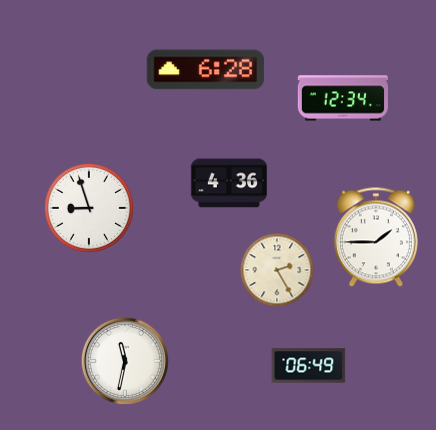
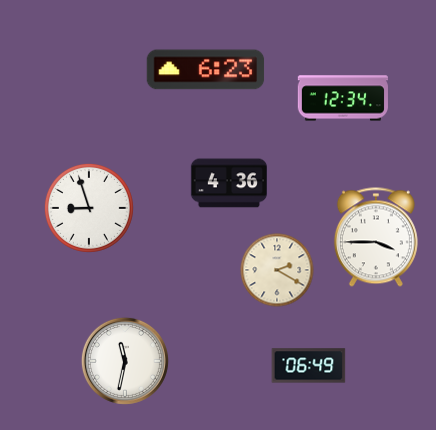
clock at (206, 70): 6:28 -> 6:23
clock at (376, 237): 1:45 -> 3:45
clock at (277, 270): 2:25 -> 2:20
